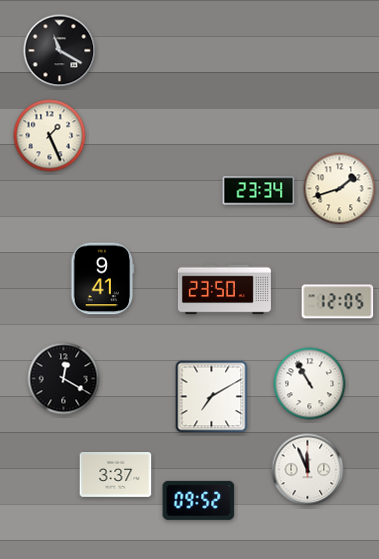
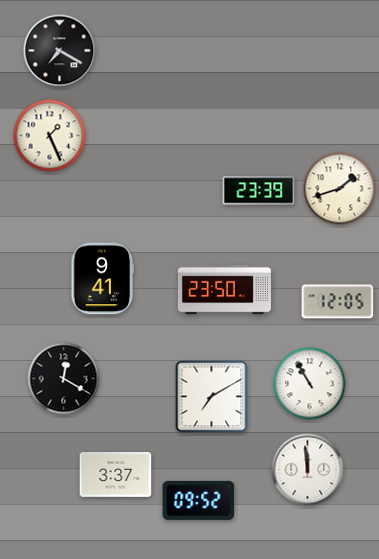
clock at (60, 51): 11:20 -> 7:20
clock at (259, 191): 23:34 -> 23:39
clock at (308, 470): 11:56 -> 11:59
